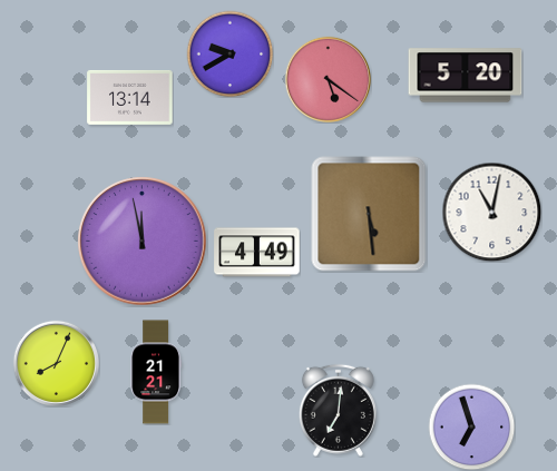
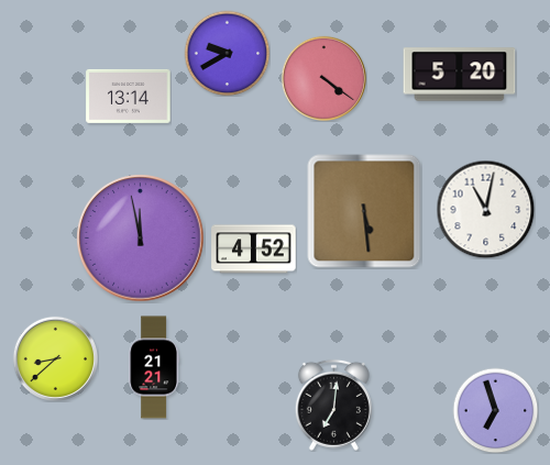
clock at (328, 79): 5:21 -> 4:21
clock at (257, 253): 4:49 -> 4:52
clock at (56, 363): 8:04 -> 8:38
clock at (471, 426) position: (471, 426) -> (495, 410)
